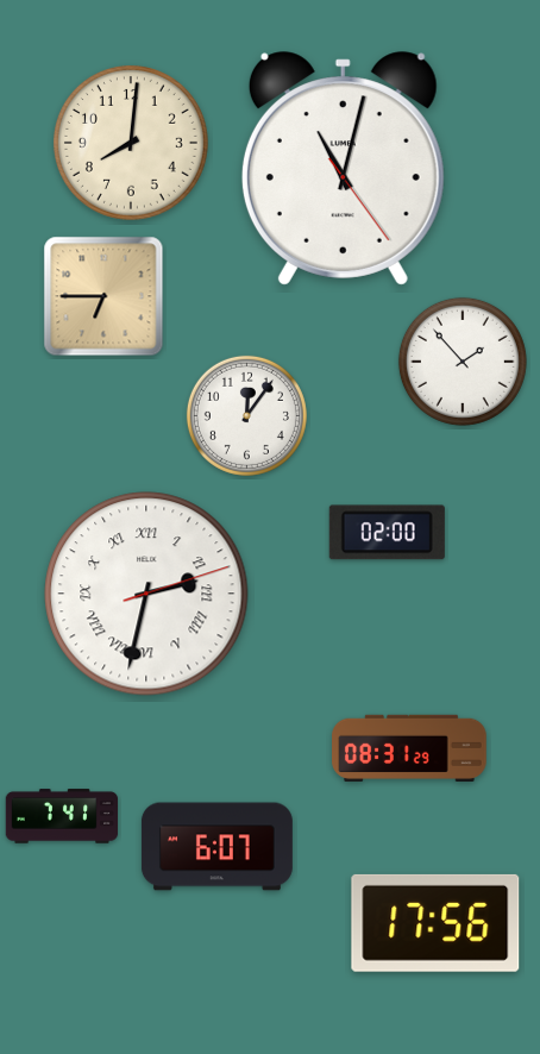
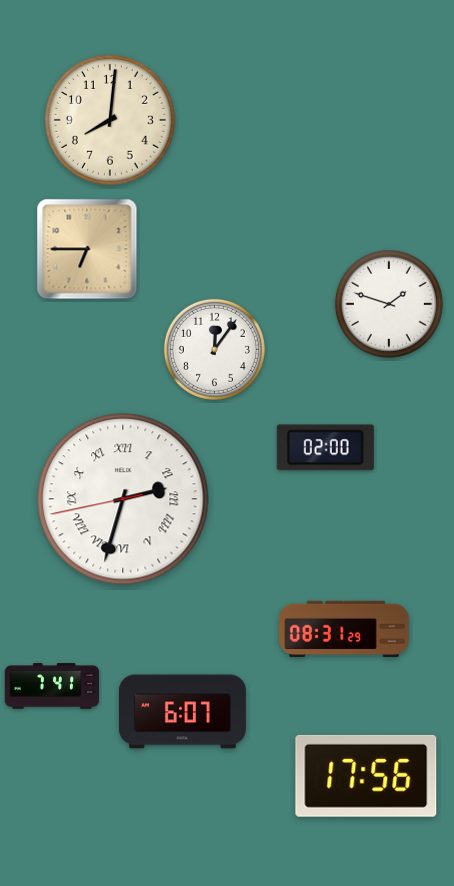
clock at (343, 169): 11:02 -> none
clock at (463, 362): 1:53 -> 1:48
clock at (246, 415) position: (246, 415) -> (214, 349)
clock at (146, 594): 2:32:12 -> 2:32:43
